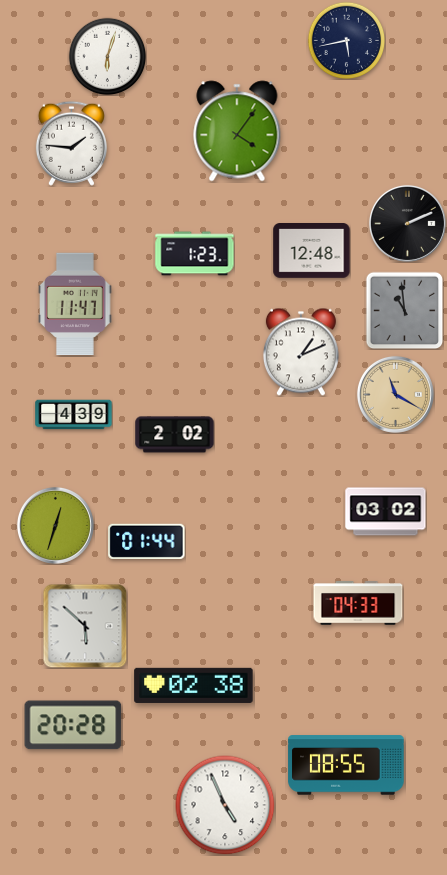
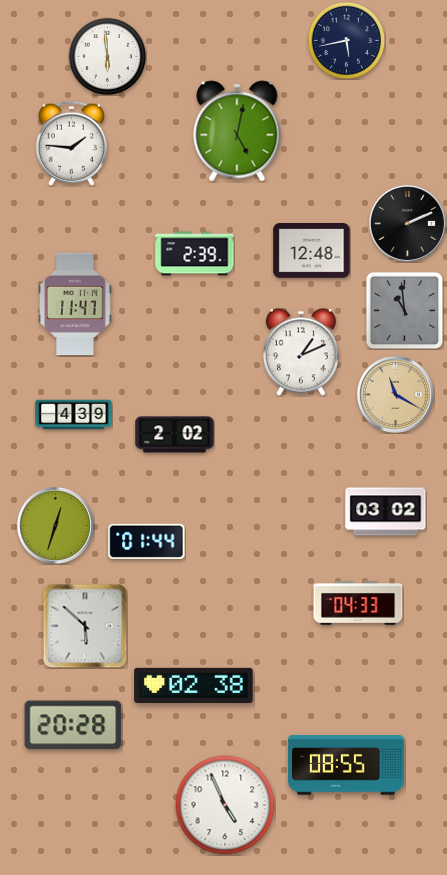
clock at (107, 56): 6:03 -> 5:59
clock at (237, 131): 4:06 -> 5:02
clock at (195, 254): 1:23 -> 2:39
